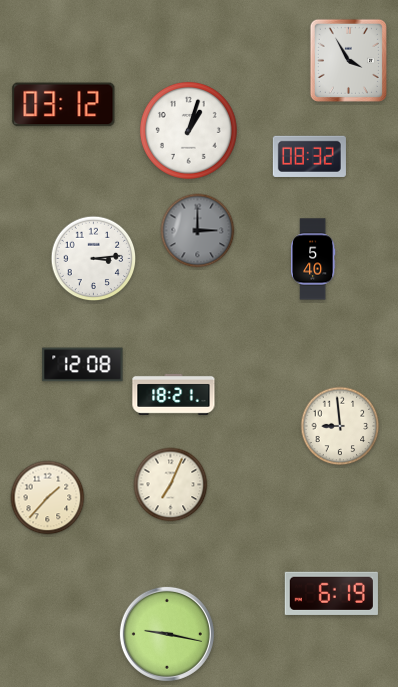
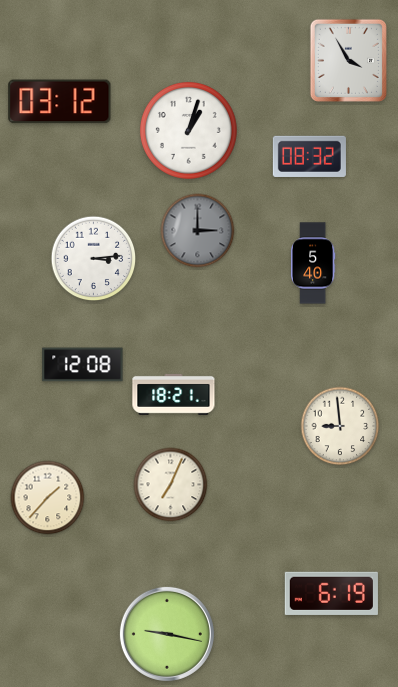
clock at (64, 105) position: (64, 105) -> (60, 102)
clock at (313, 259) position: (313, 259) -> (313, 263)
